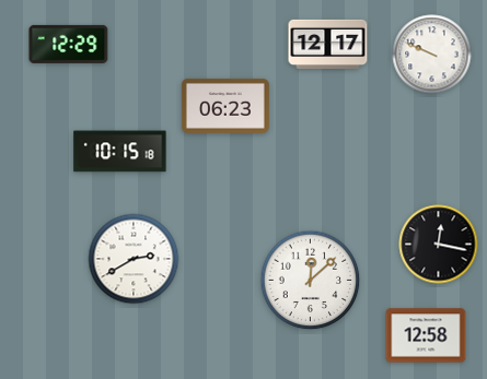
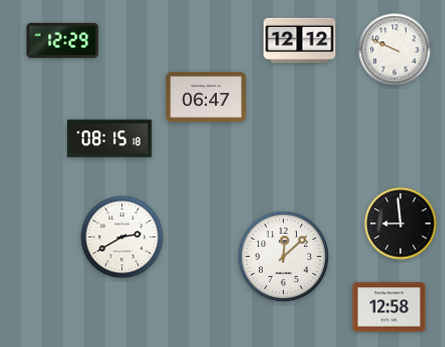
clock at (328, 44): 12:17 -> 12:12
clock at (225, 106): 06:23 -> 06:47
clock at (120, 152): 10:15 -> 08:15
clock at (439, 245): 12:17 -> 8:59
